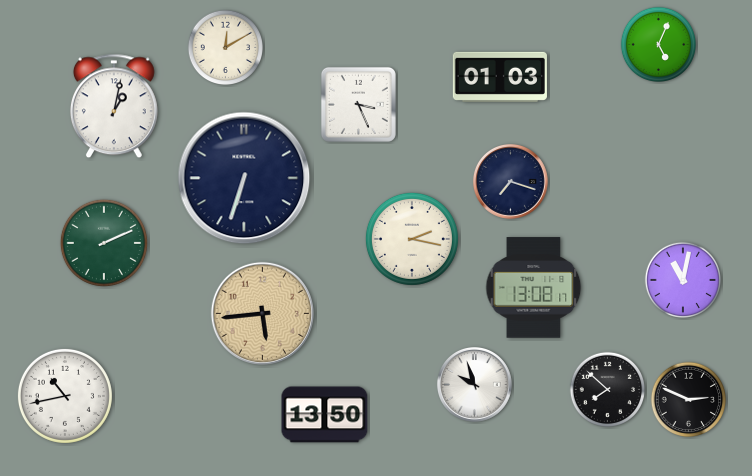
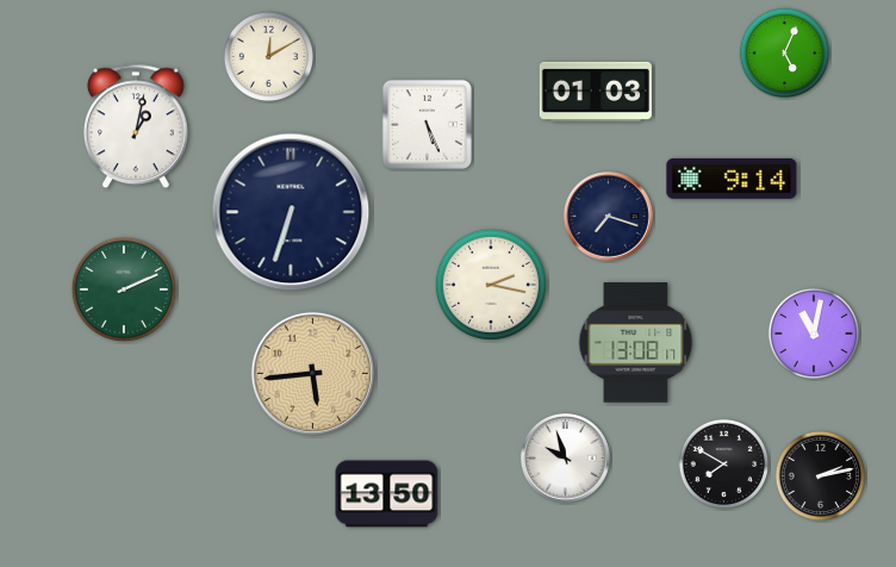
clock at (358, 104): 3:26 -> 5:26
clock at (732, 179): none -> 9:14
clock at (608, 390): 7:52 -> 7:50
clock at (65, 396): 10:43 -> none
clock at (689, 400): 2:49 -> 2:13
